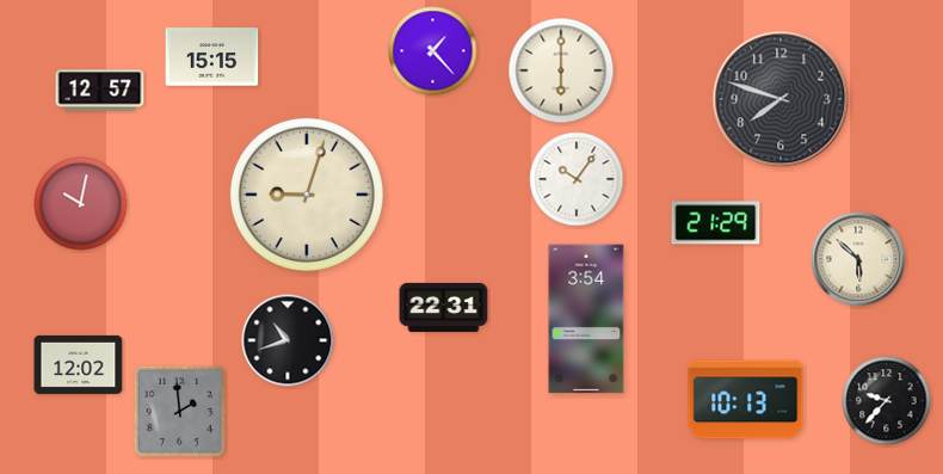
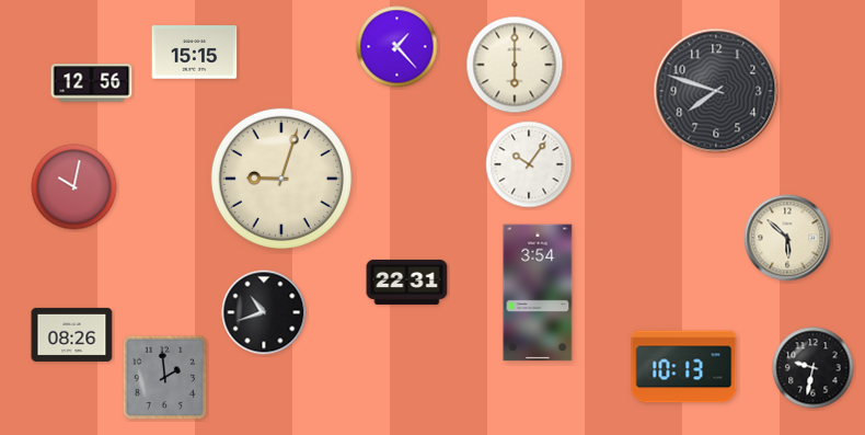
clock at (100, 91): 12:57 -> 12:56
clock at (716, 223): 21:29 -> none
clock at (79, 364): 12:02 -> 08:26
clock at (887, 401): 9:37 -> 9:32
